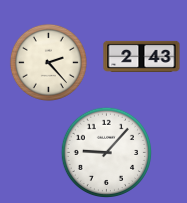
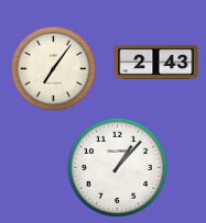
clock at (48, 62): 2:23 -> 7:06
clock at (106, 152): 9:07 -> 1:07
